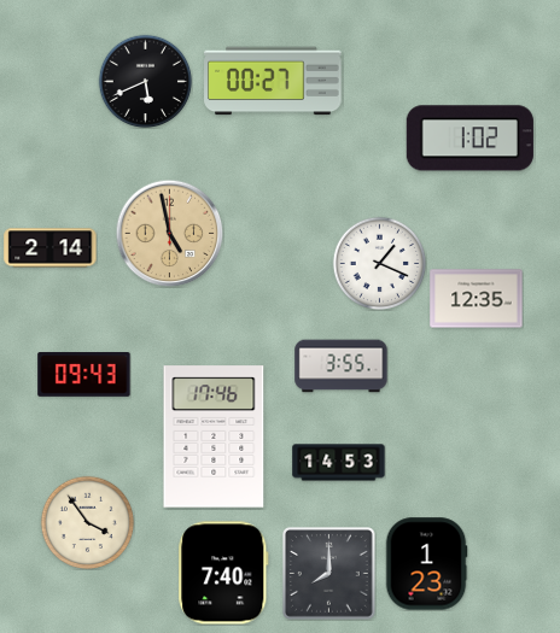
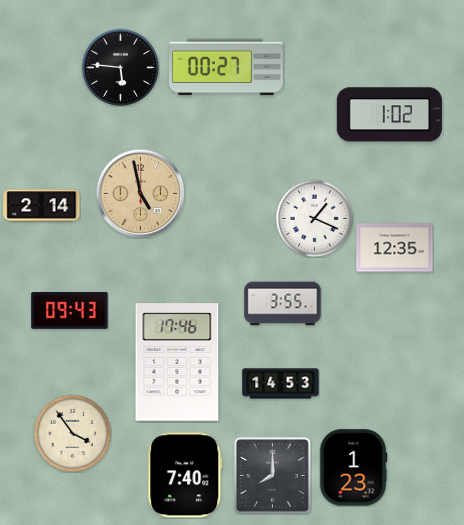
clock at (145, 81): 5:41 -> 5:46
